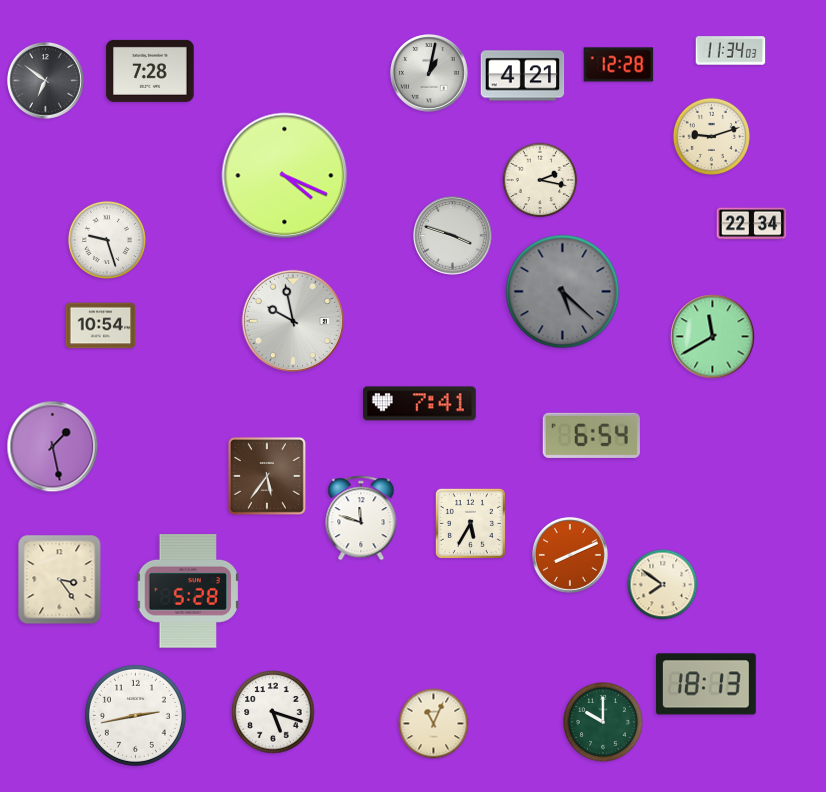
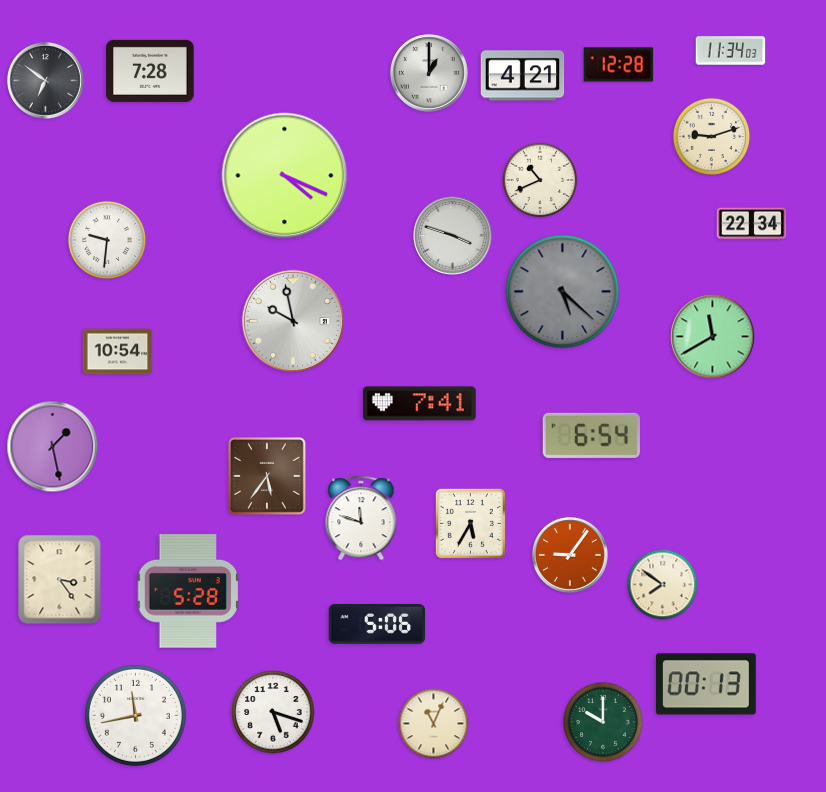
clock at (429, 73): 1:02 -> 1:00
clock at (540, 180): 2:17 -> 10:41
clock at (107, 240): 9:27 -> 9:31
clock at (101, 326) position: (101, 326) -> (118, 352)
clock at (570, 555): 8:11 -> 9:06
clock at (377, 624): none -> 5:06
clock at (706, 684): 18:13 -> 00:13
clock at (135, 715): 2:43 -> 11:43
